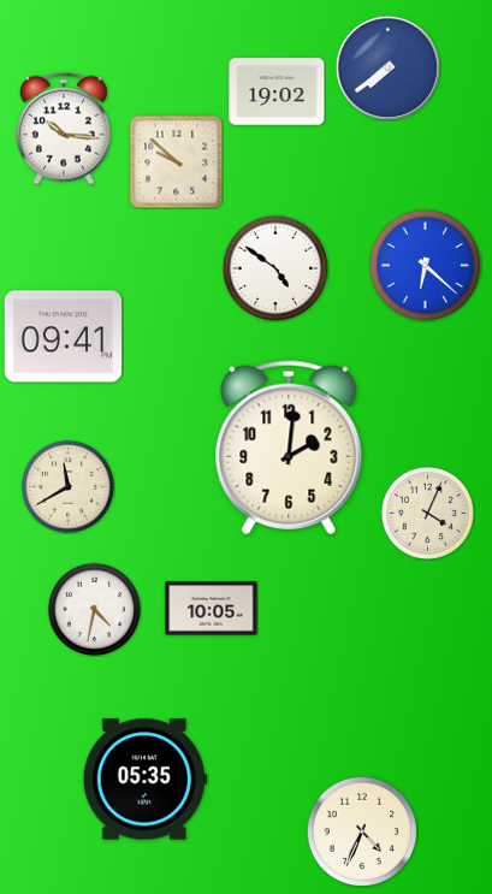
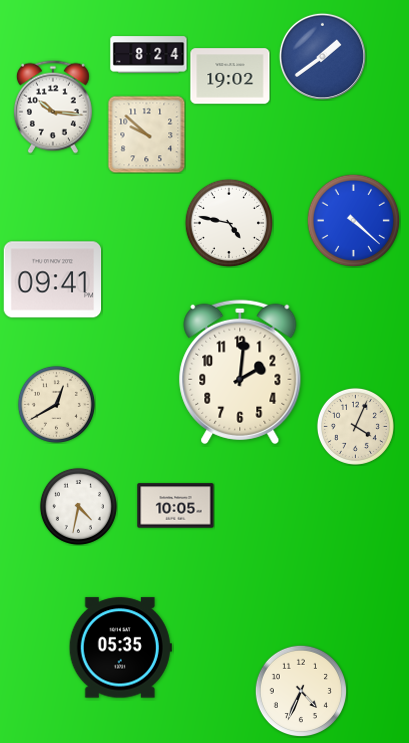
clock at (149, 55): none -> 8:24
clock at (387, 67): 7:39 -> 1:39
clock at (425, 265): 6:22 -> 4:22
clock at (274, 267): 4:51 -> 4:47
clock at (67, 486): 11:40 -> 12:40
